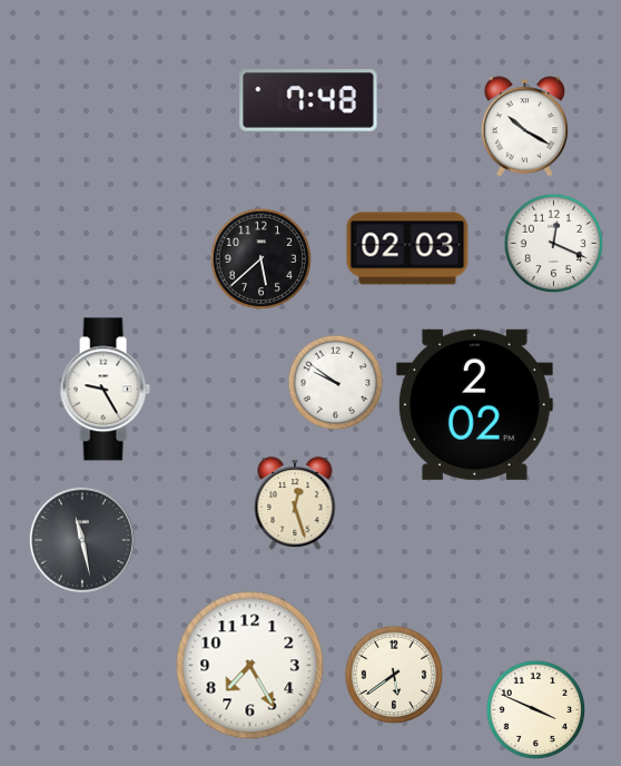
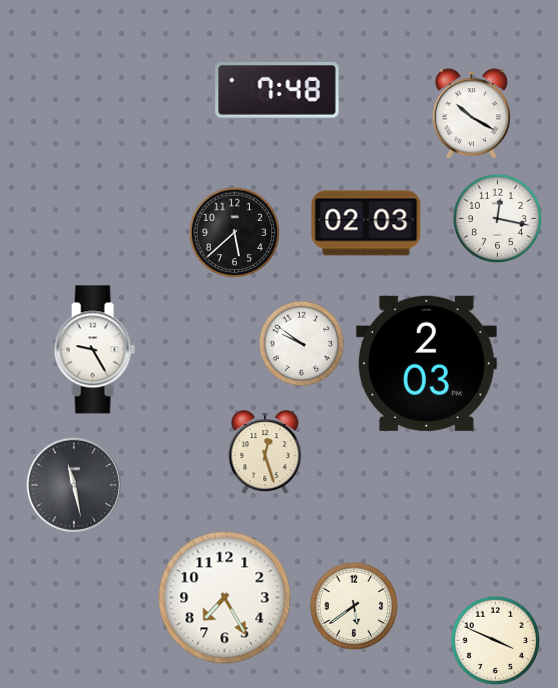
clock at (554, 244): 12:19 -> 12:17
clock at (474, 404): 2:02 -> 2:03
clock at (536, 710) position: (536, 710) -> (496, 641)
